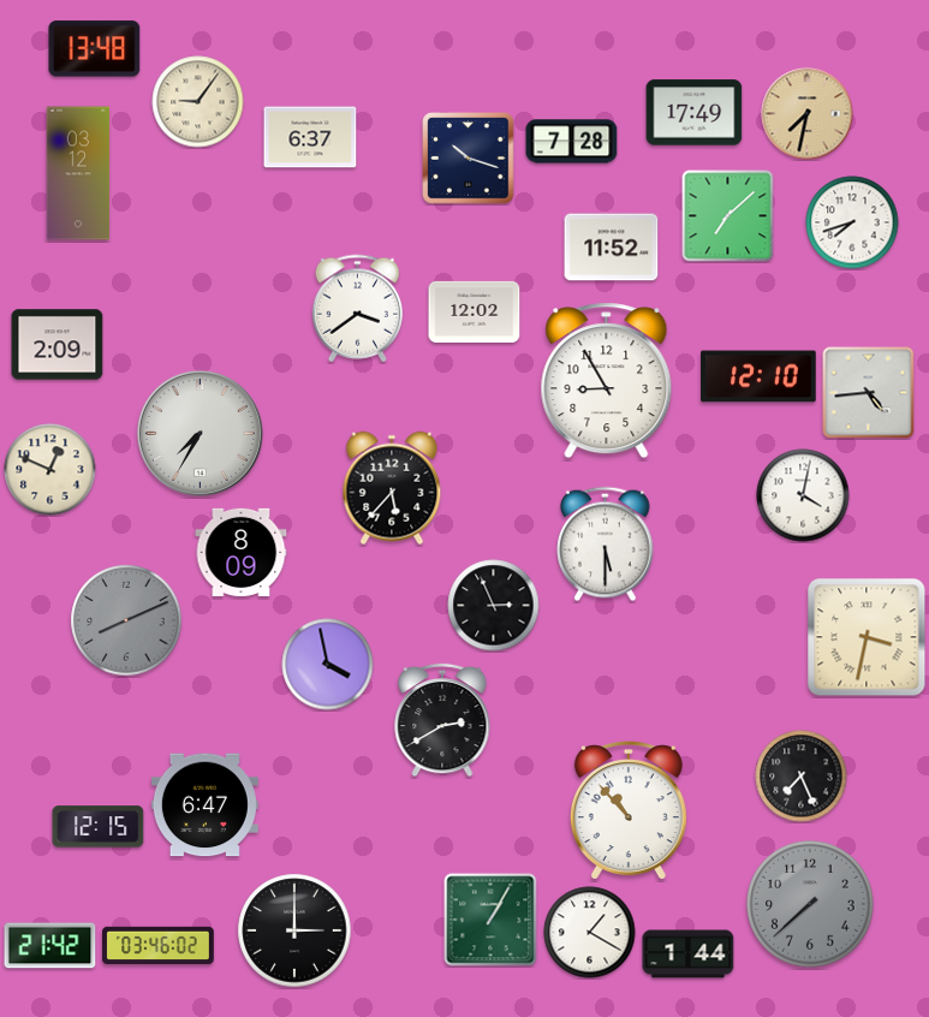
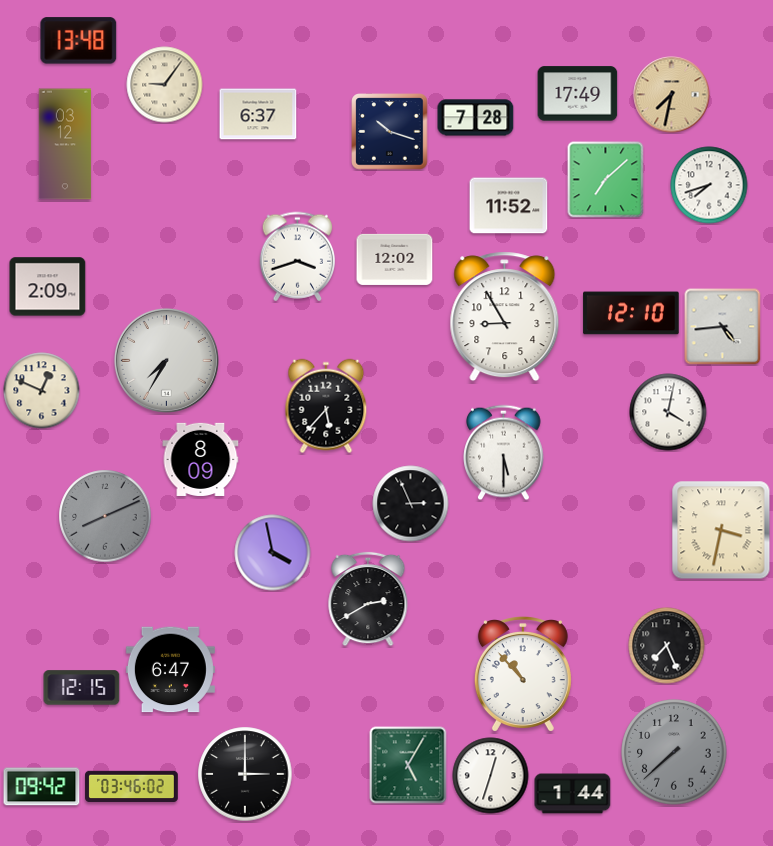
clock at (357, 309): 3:39 -> 3:42
clock at (490, 920): 1:05 -> 5:05
clock at (590, 933): 1:20 -> 12:33
clock at (50, 946): 21:42 -> 09:42
